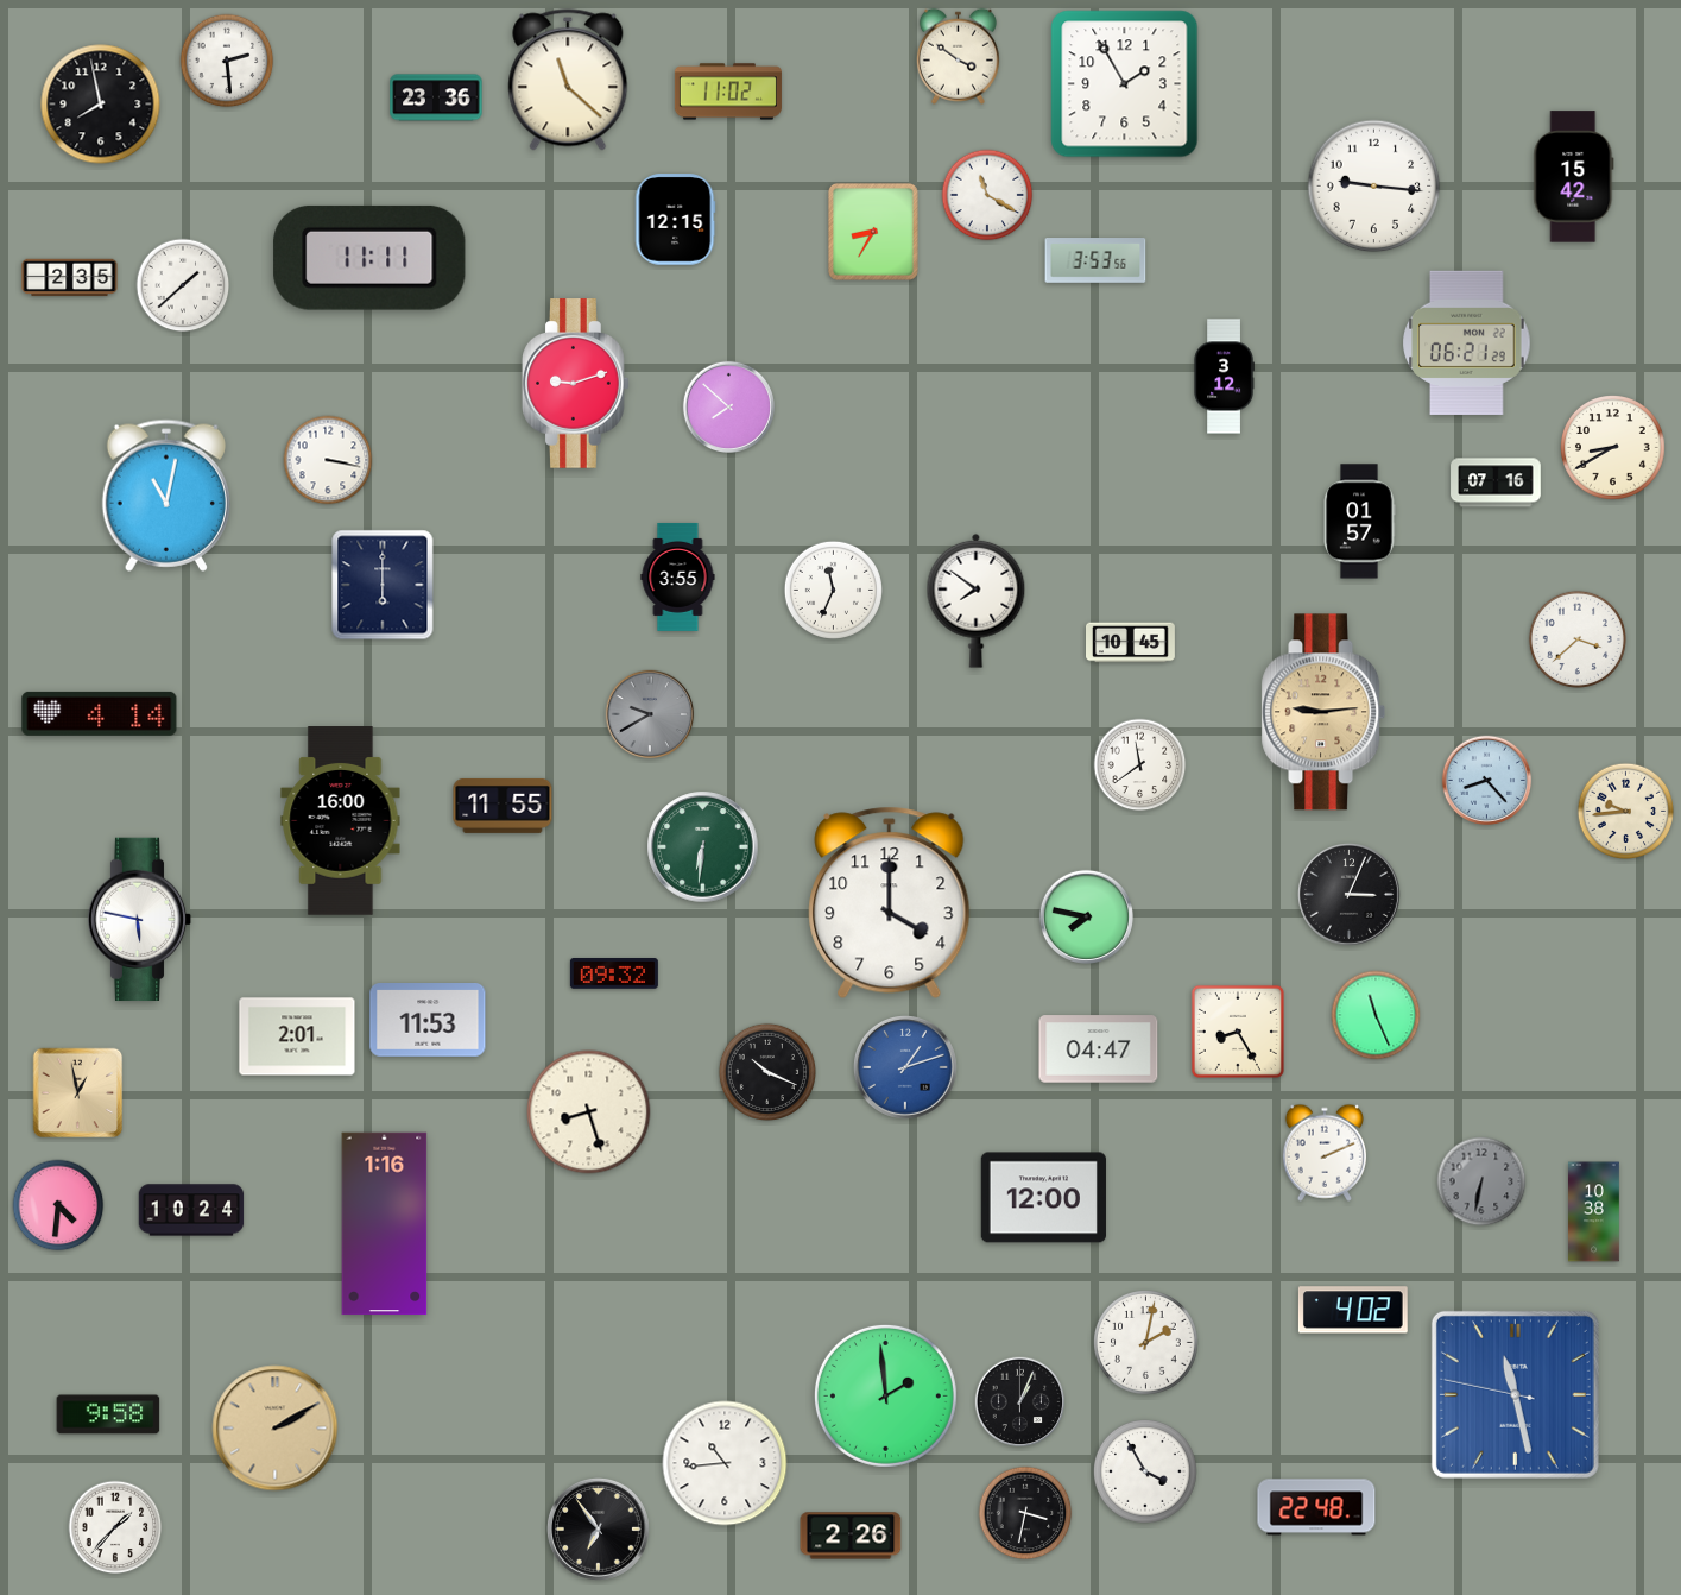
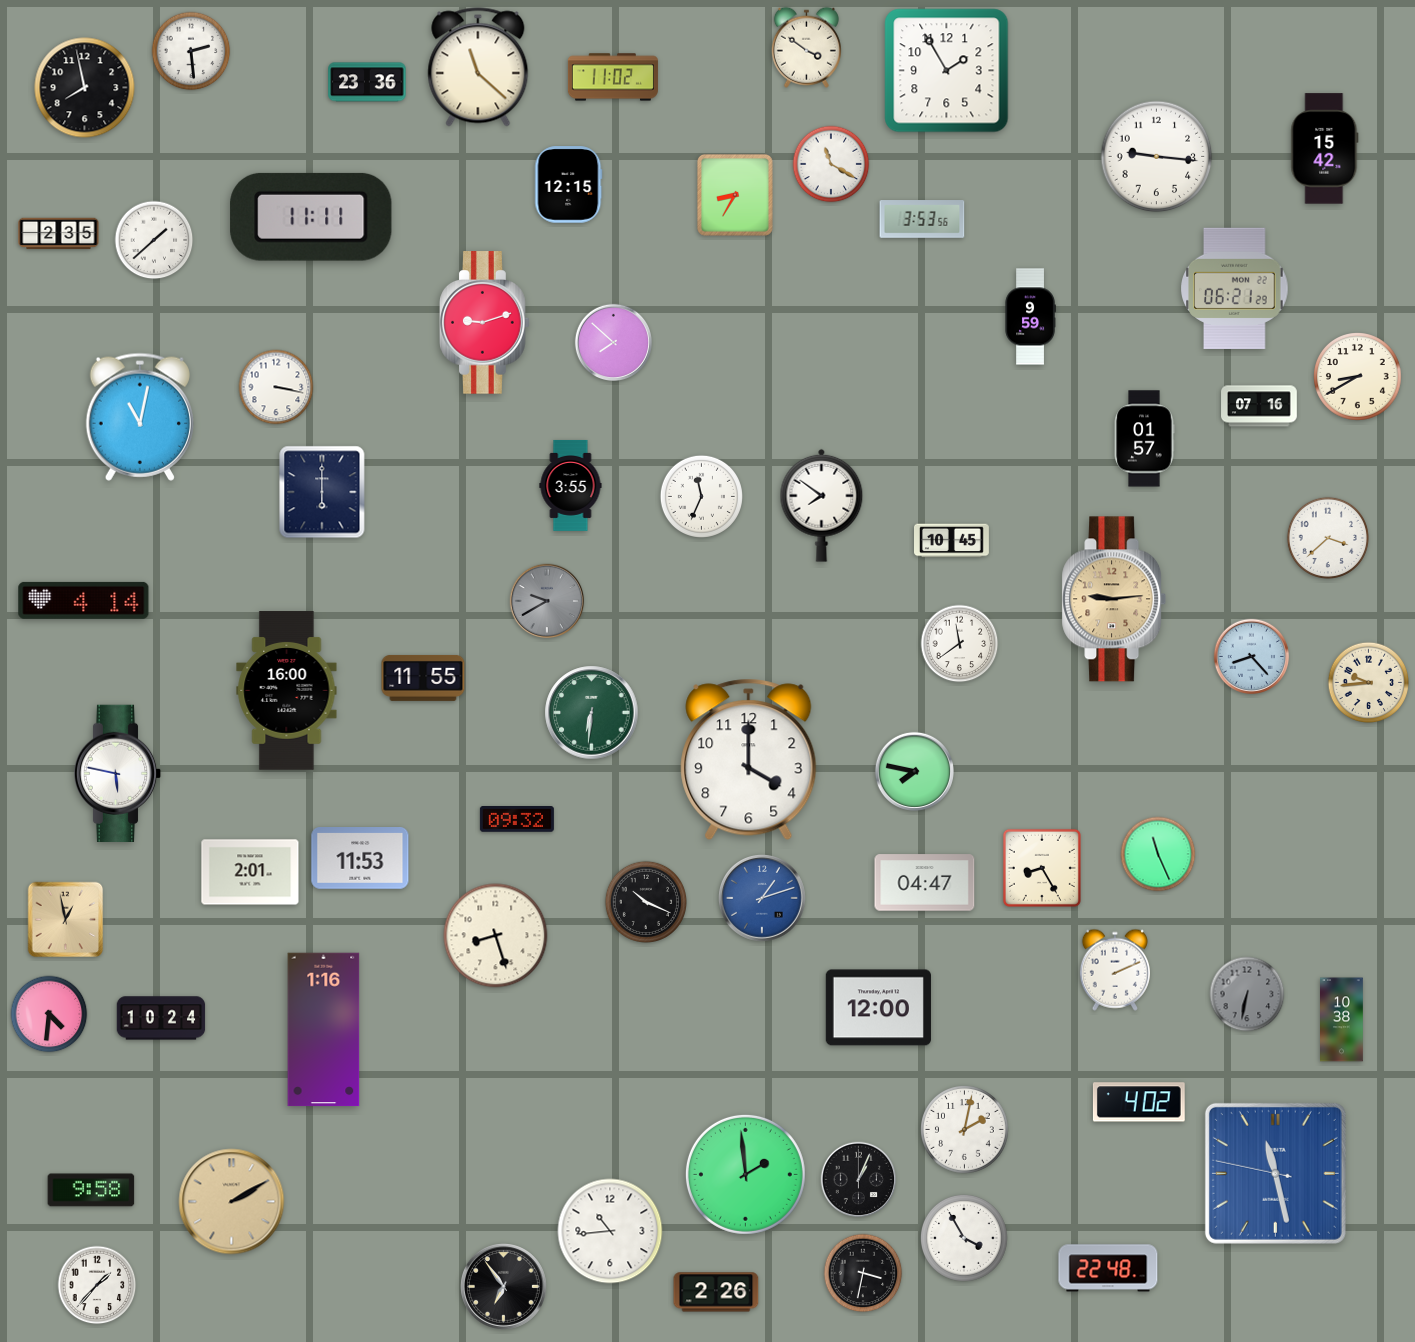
clock at (1224, 377): 3:12 -> 9:59
clock at (1350, 895): 3:04 -> none
